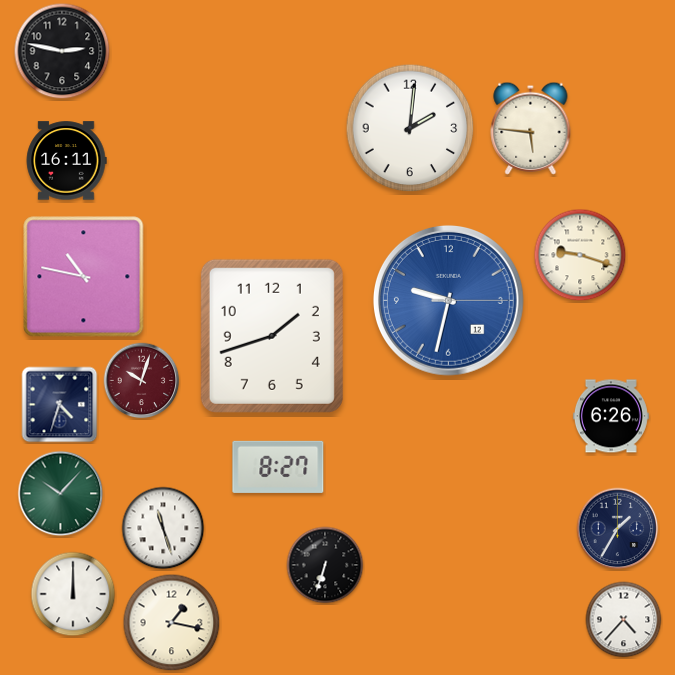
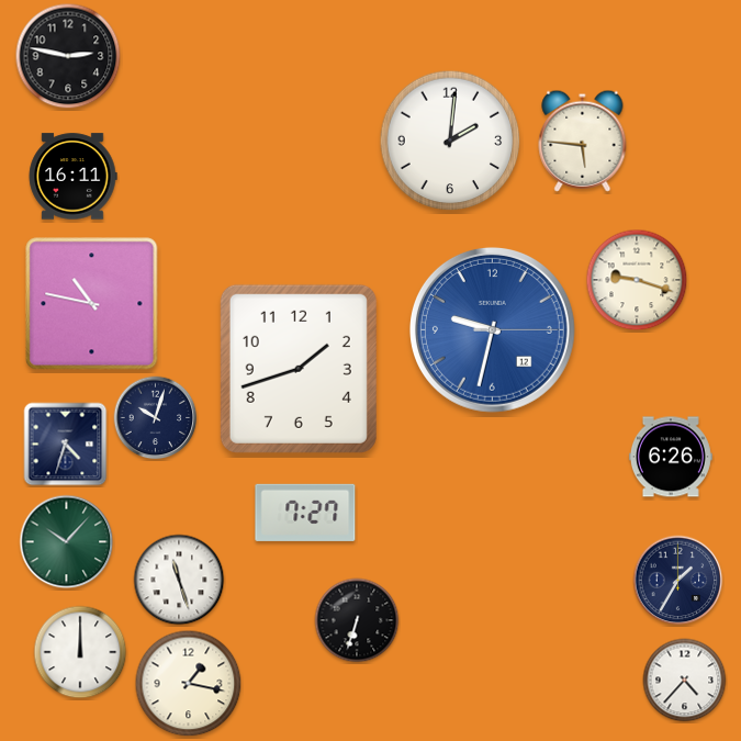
clock at (142, 381) dial: burgundy -> navy
clock at (278, 467): 8:27 -> 7:27
